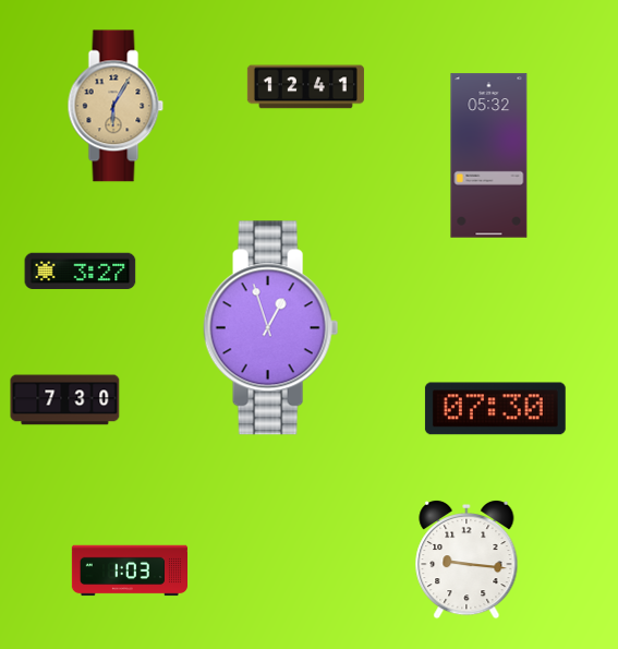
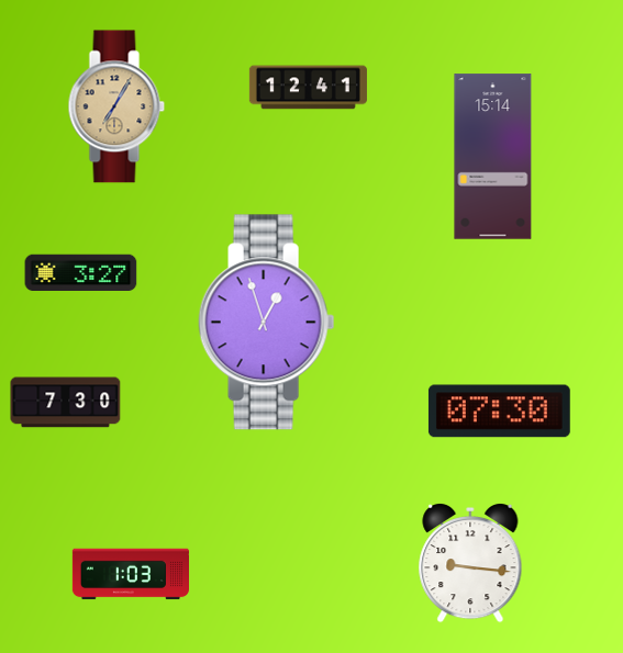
clock at (116, 106): 6:05 -> 7:05
clock at (489, 156): 05:32 -> 15:14
clock at (271, 328) position: (271, 328) -> (267, 323)
